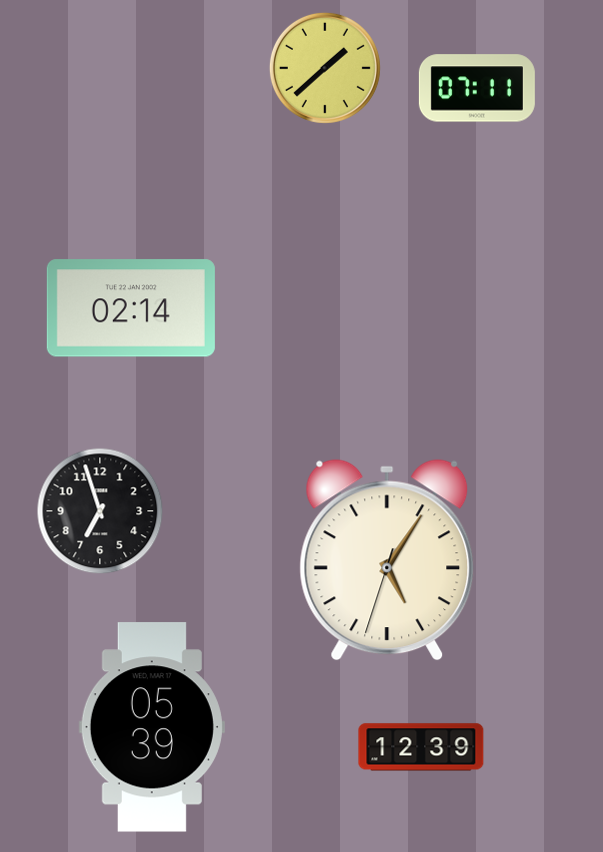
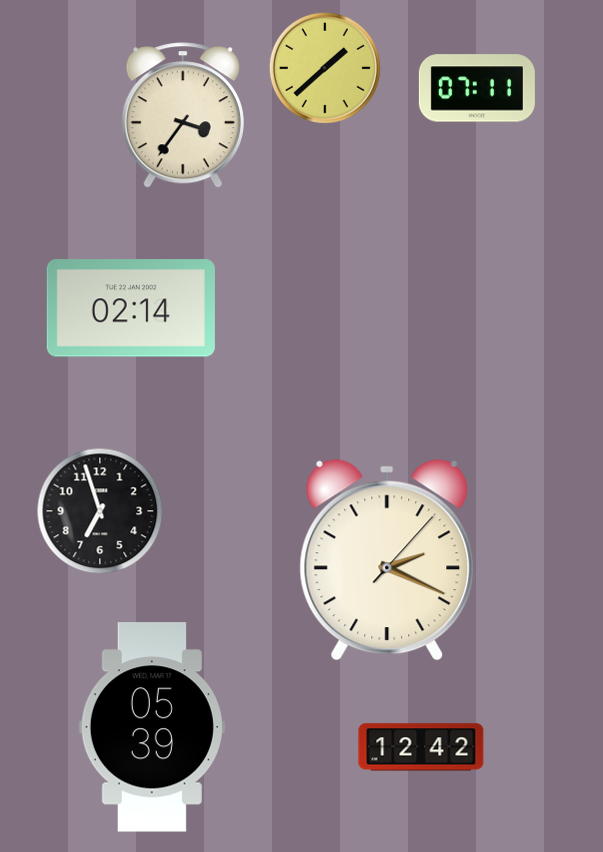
clock at (183, 115): none -> 3:36
clock at (387, 560): 5:05 -> 2:19
clock at (421, 747): 12:39 -> 12:42
